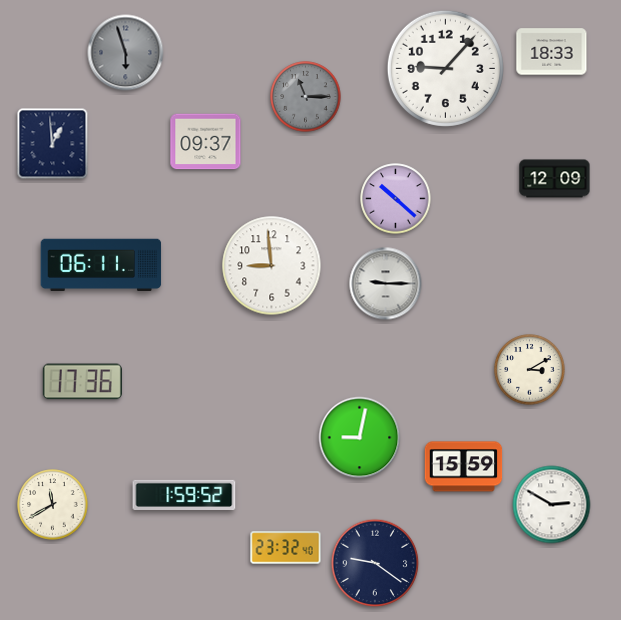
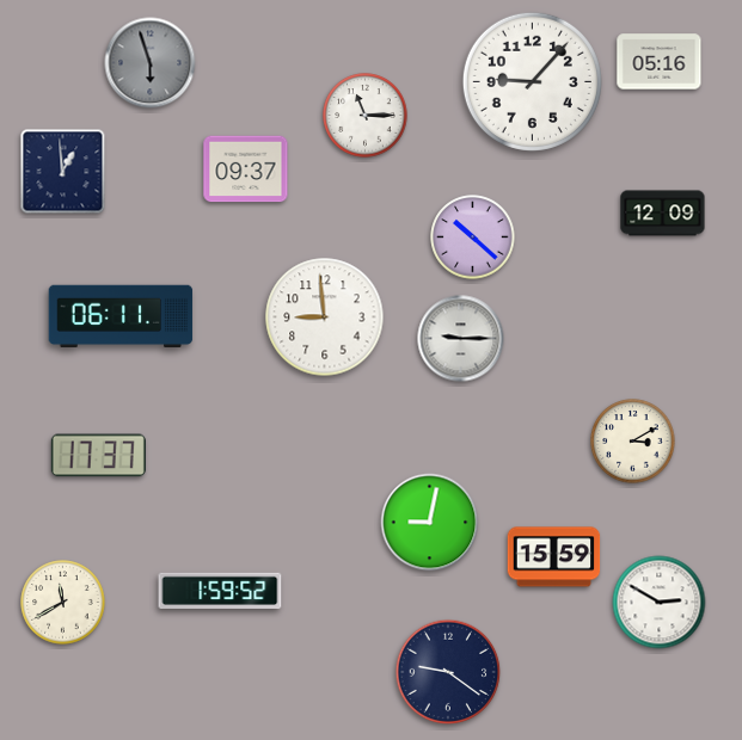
clock at (552, 52): 18:33 -> 05:16
clock at (306, 97) dial: grey -> white
clock at (82, 382): 17:36 -> 17:37
clock at (286, 548): 23:32 -> none
